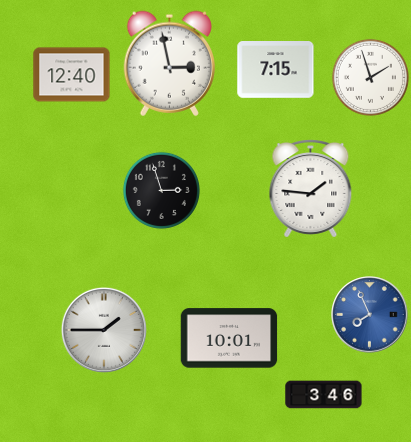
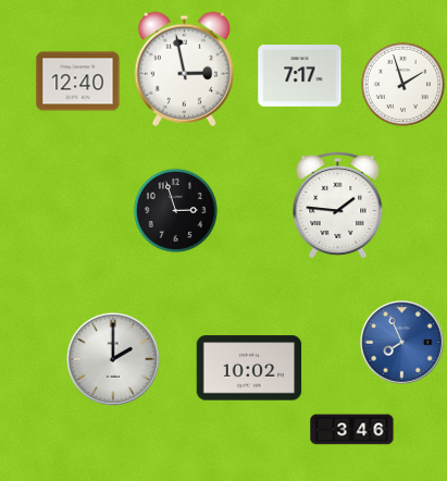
clock at (276, 70): 7:15 -> 7:17
clock at (161, 190) position: (161, 190) -> (175, 210)
clock at (104, 330): 1:45 -> 2:00
clock at (229, 338): 10:01 -> 10:02
